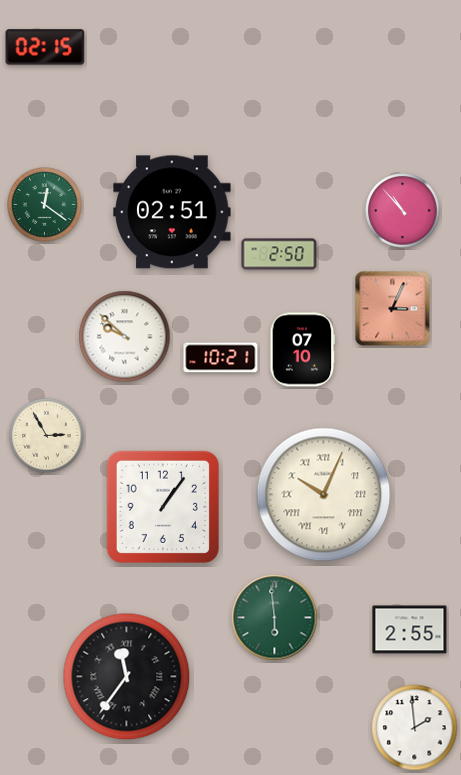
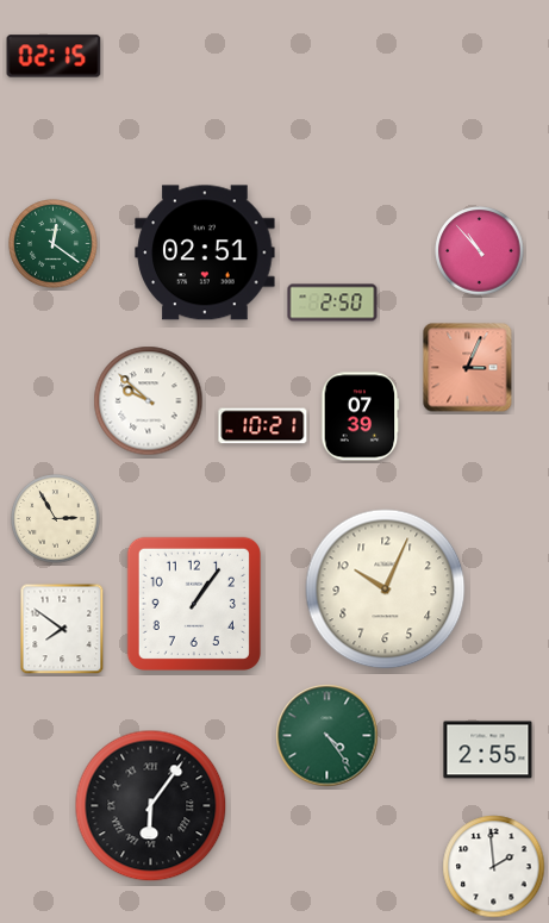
clock at (303, 350): 07:10 -> 07:39
clock at (324, 495) numerals: Roman -> Arabic
clock at (62, 629): none -> 7:51
clock at (275, 618): 5:59 -> 4:24
clock at (127, 677): 11:36 -> 6:06
